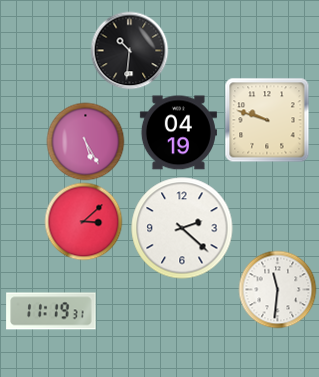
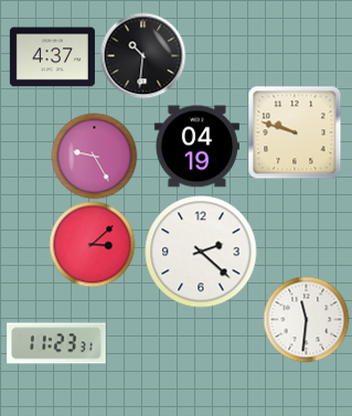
clock at (52, 57): none -> 4:37
clock at (85, 141): 5:25 -> 9:25
clock at (51, 311): 11:19 -> 11:23
